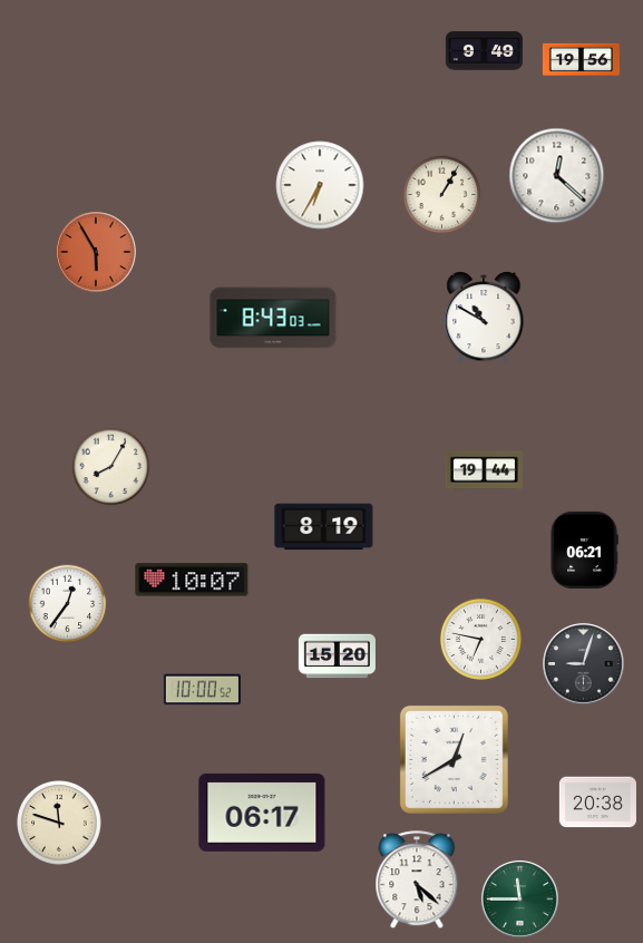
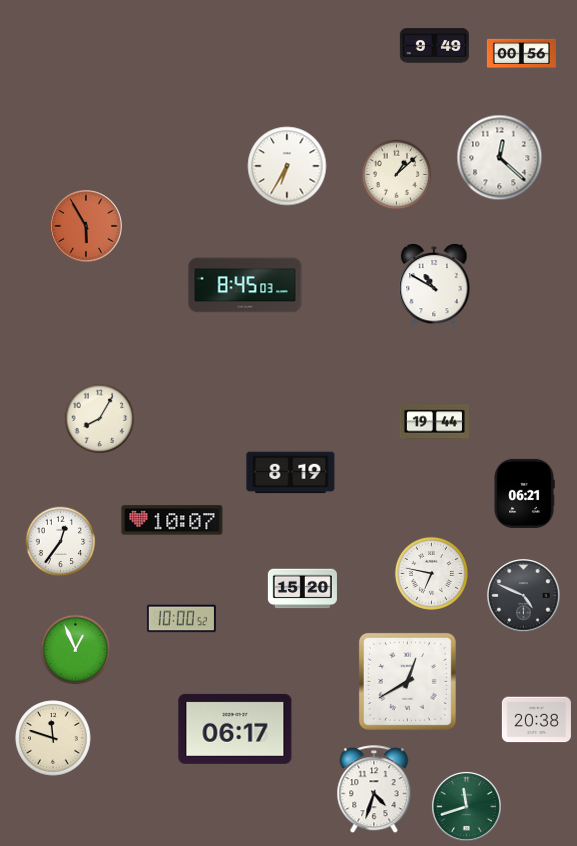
clock at (581, 59): 19:56 -> 00:56
clock at (442, 195): 1:05 -> 1:08
clock at (273, 318): 8:43 -> 8:45
clock at (584, 664): 9:03 -> 4:49
clock at (76, 650): none -> 12:56
clock at (417, 881): 5:22 -> 4:33
clock at (519, 898): 11:45 -> 11:42
